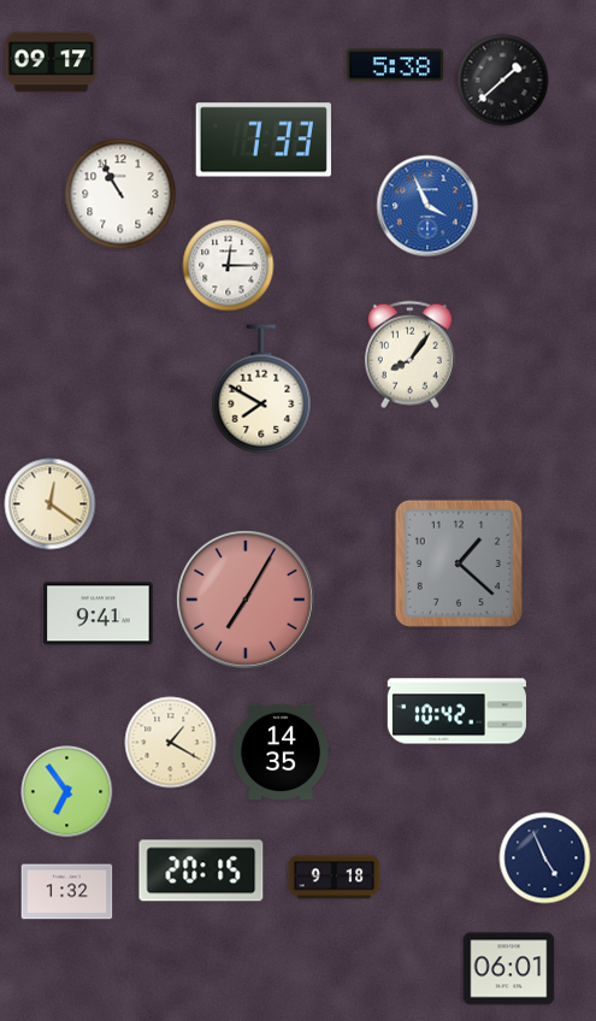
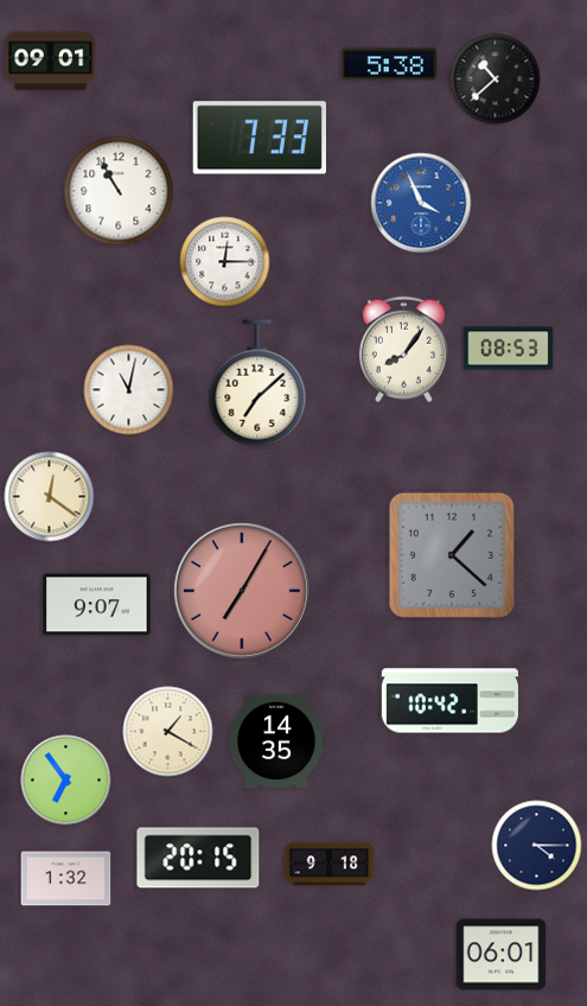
clock at (52, 63): 09:17 -> 09:01
clock at (503, 81): 1:38 -> 10:38
clock at (509, 349): none -> 08:53
clock at (261, 389): 7:50 -> 7:08
clock at (129, 390): none -> 11:02
clock at (99, 614): 9:41 -> 9:07
clock at (545, 858): 4:56 -> 4:15
